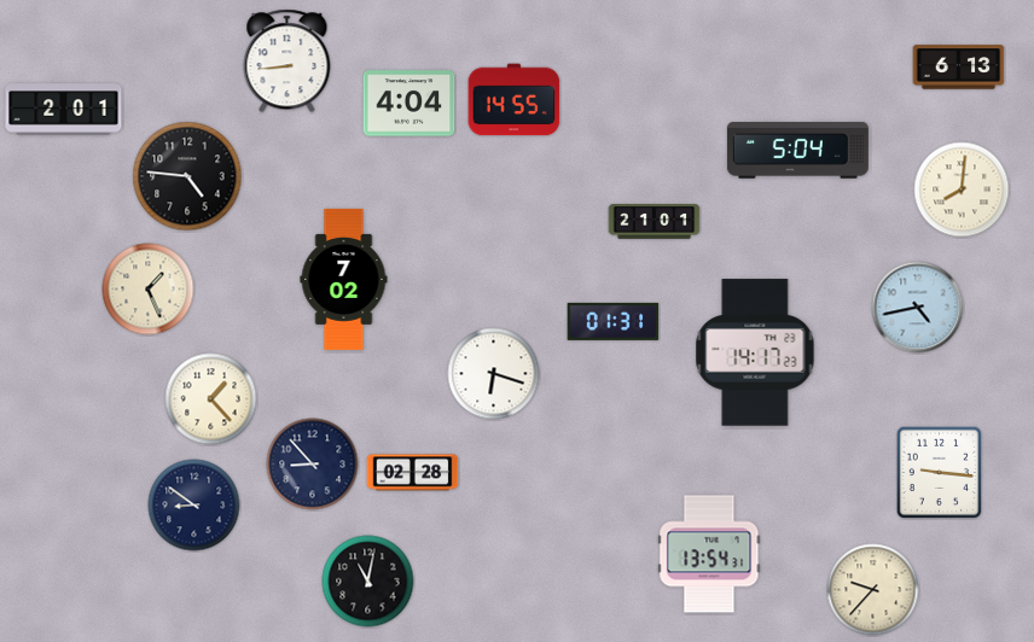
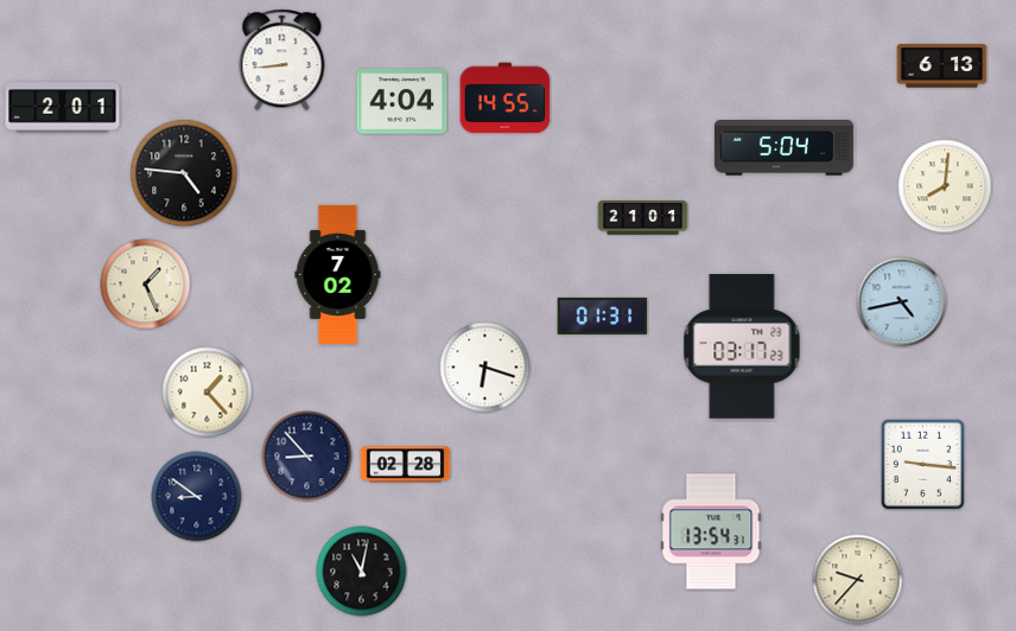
clock at (755, 352): 14:17 -> 03:17
clock at (194, 506) position: (194, 506) -> (197, 497)
clock at (709, 554) position: (709, 554) -> (711, 531)
